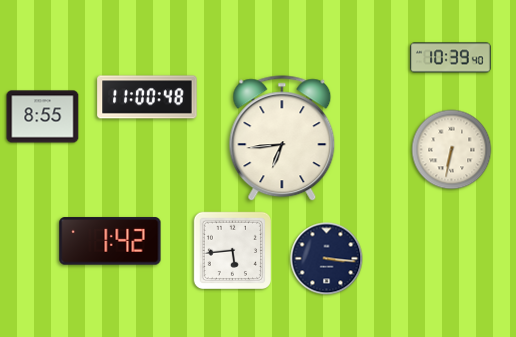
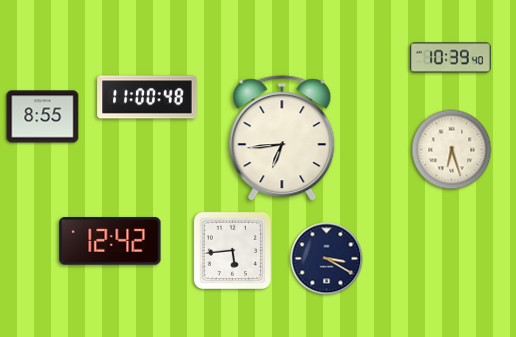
clock at (452, 150): 6:32 -> 6:27
clock at (110, 241): 1:42 -> 12:42
clock at (327, 259): 3:16 -> 3:20
